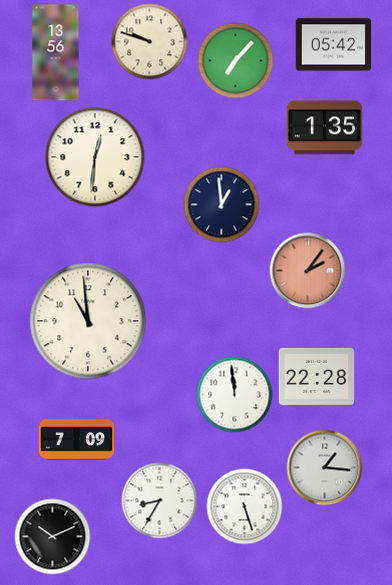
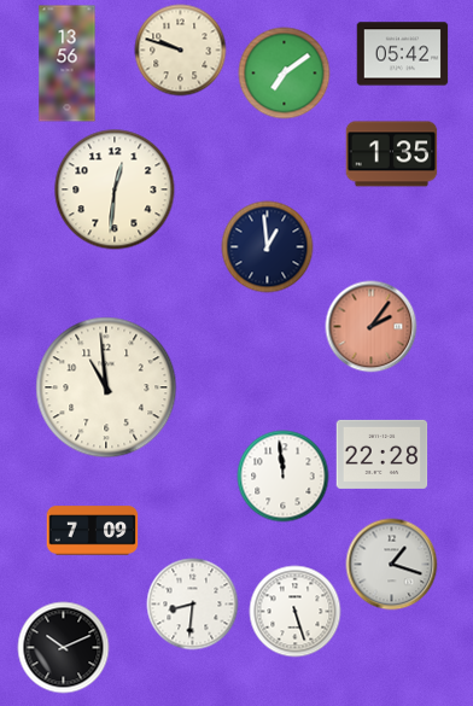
clock at (236, 61): 7:07 -> 7:09
clock at (325, 468): 1:16 -> 1:18
clock at (160, 501): 8:35 -> 8:31
